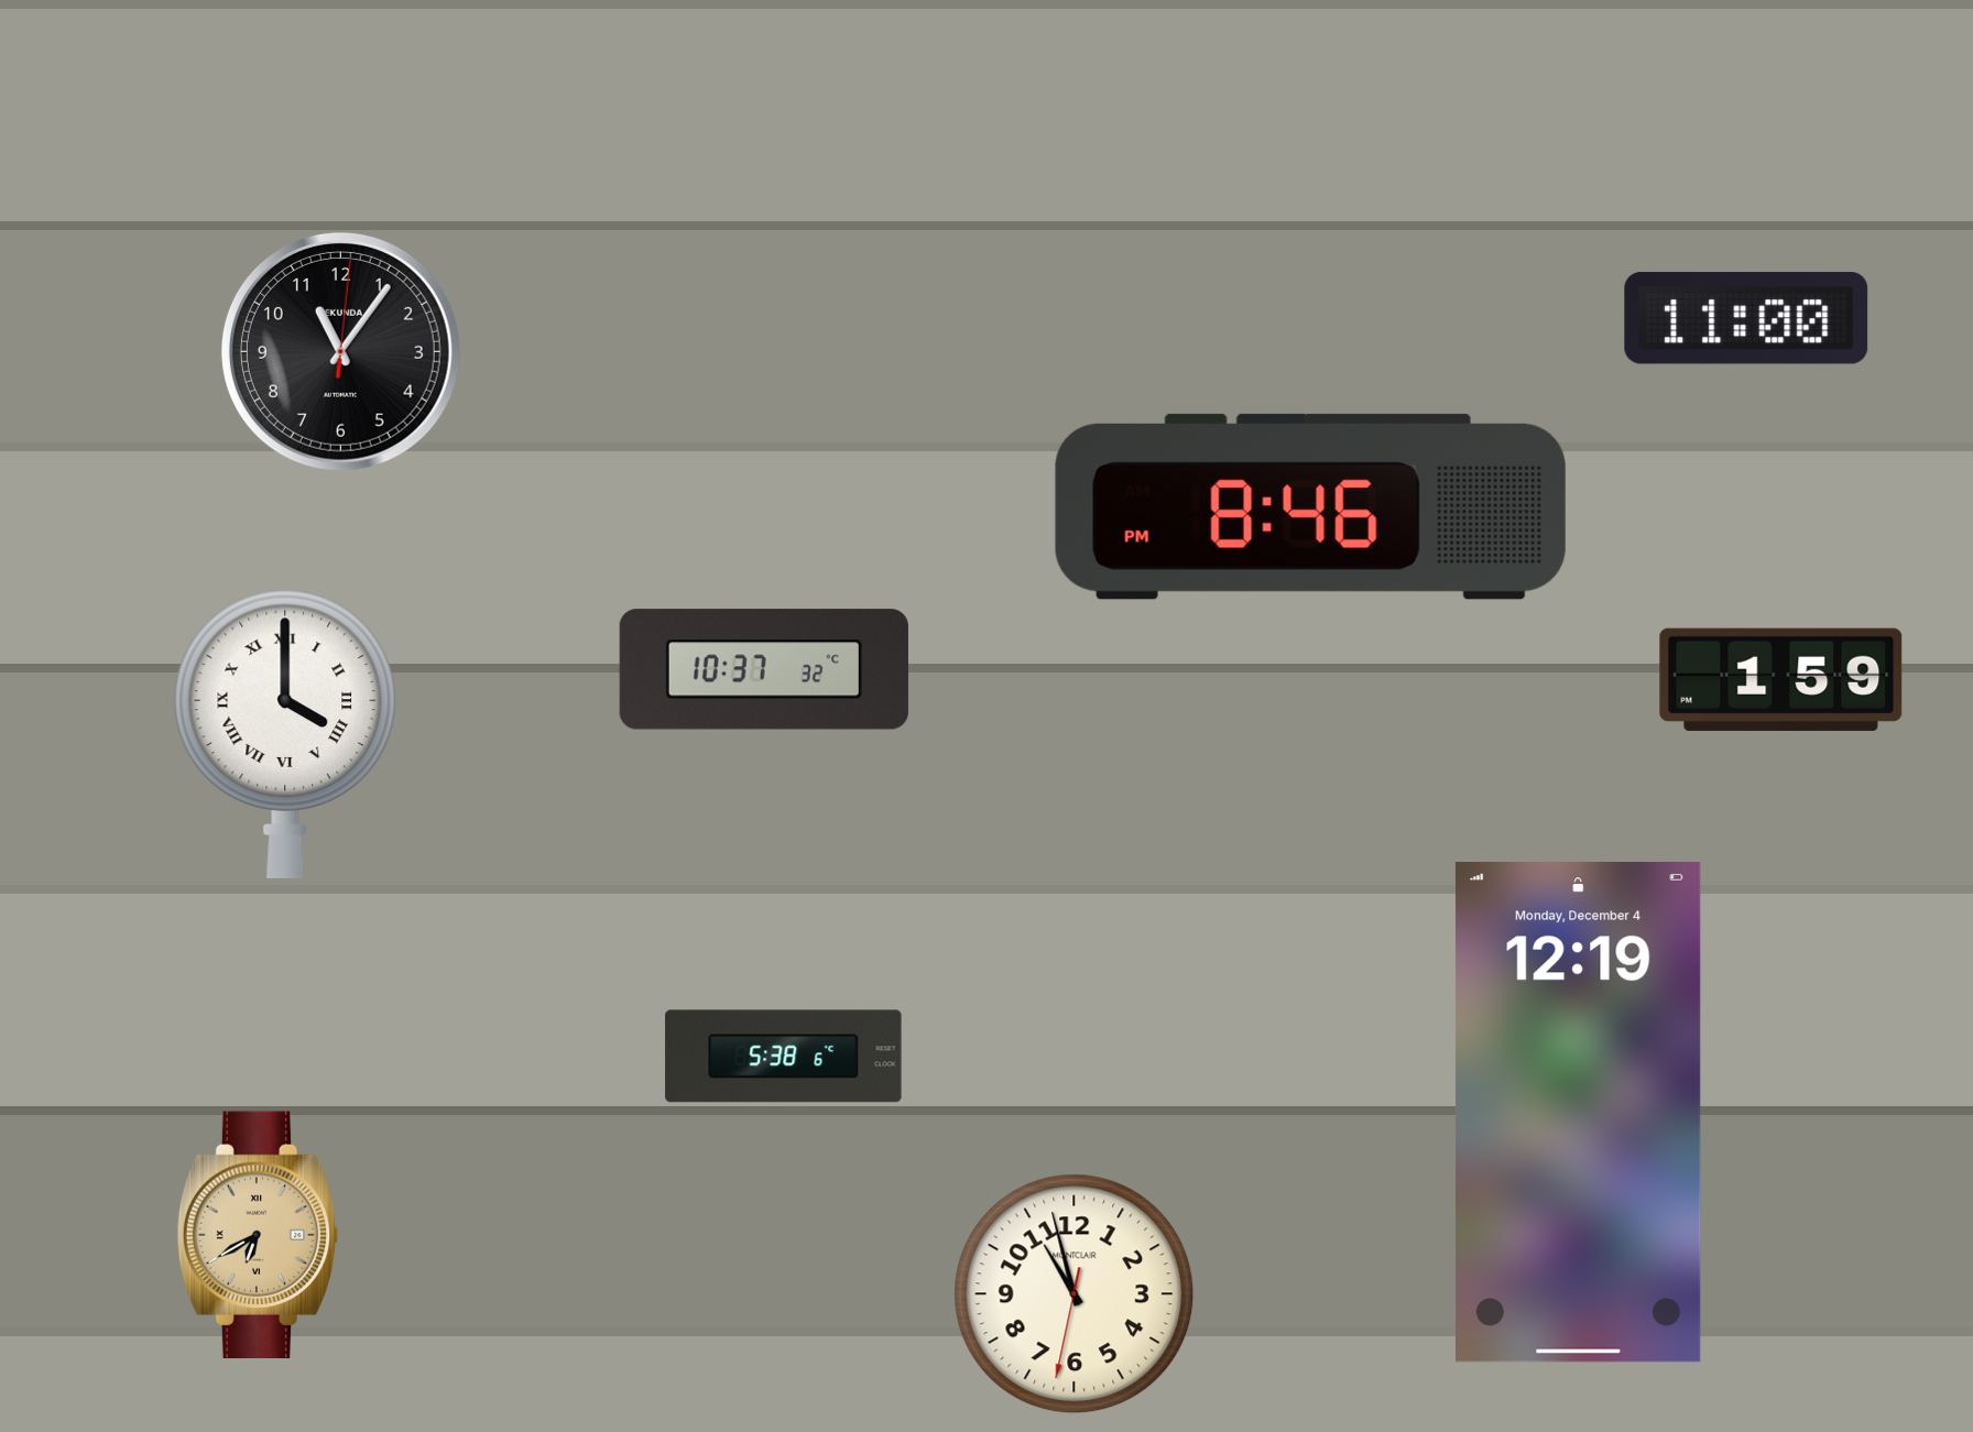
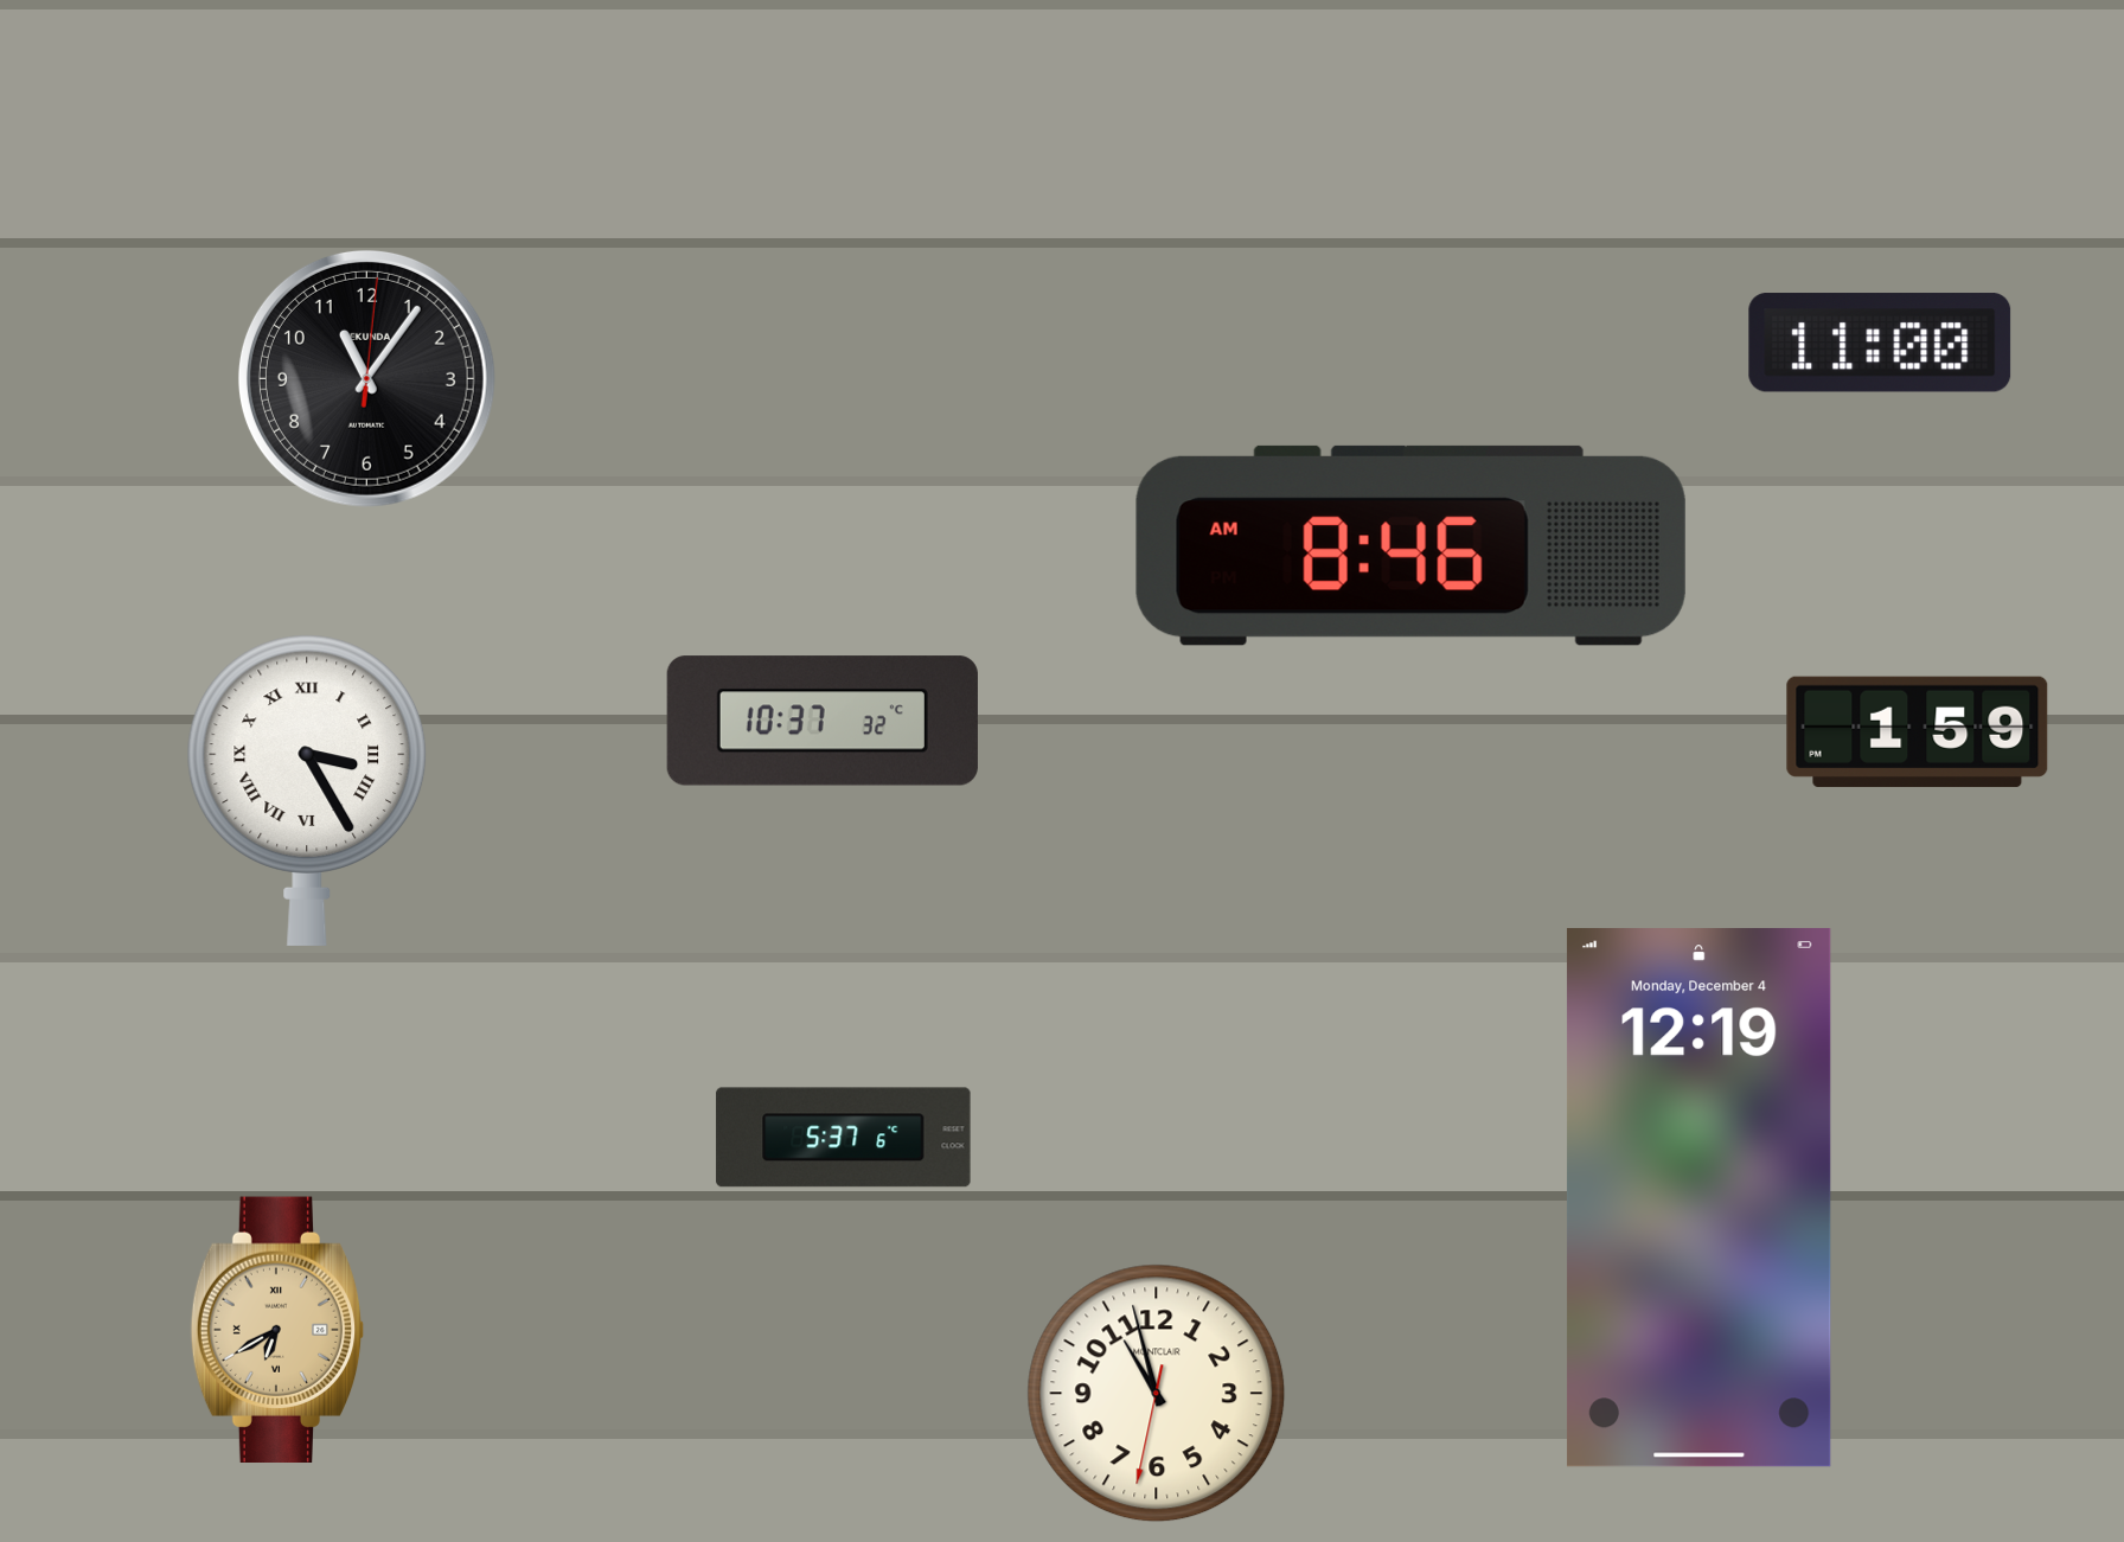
clock at (1310, 506): 8:46 PM -> 8:46 AM
clock at (285, 734): 4:00 -> 3:25
clock at (784, 1057): 5:38 -> 5:37
